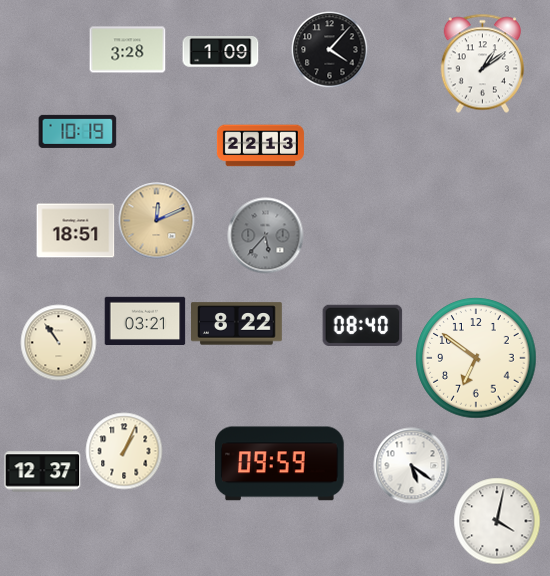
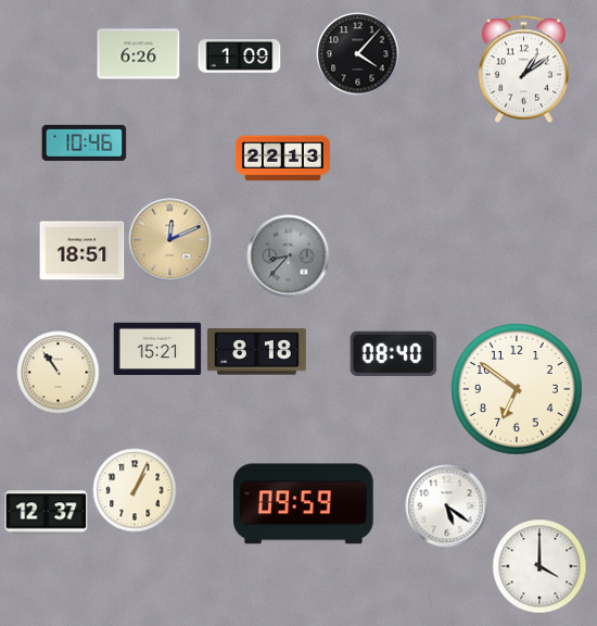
clock at (128, 50): 3:28 -> 6:26
clock at (78, 131): 10:19 -> 10:46
clock at (266, 236): 5:37 -> 8:37
clock at (145, 320): 03:21 -> 15:21
clock at (237, 324): 8:22 -> 8:18
clock at (59, 343) position: (59, 343) -> (59, 373)
clock at (497, 521): 4:02 -> 4:00
